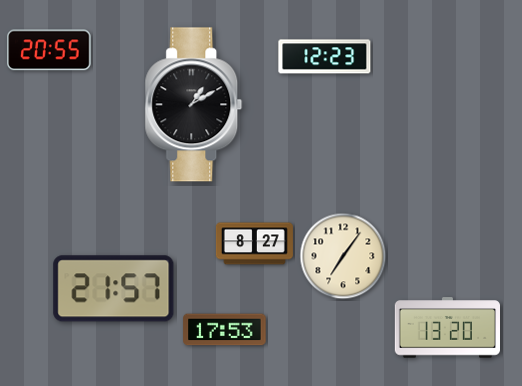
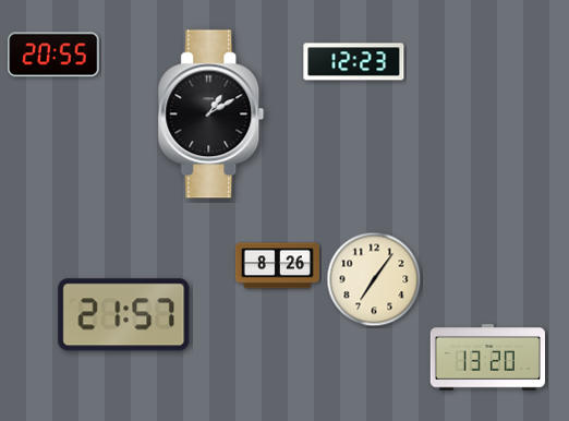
clock at (254, 244): 8:27 -> 8:26
clock at (225, 330): 17:53 -> none
